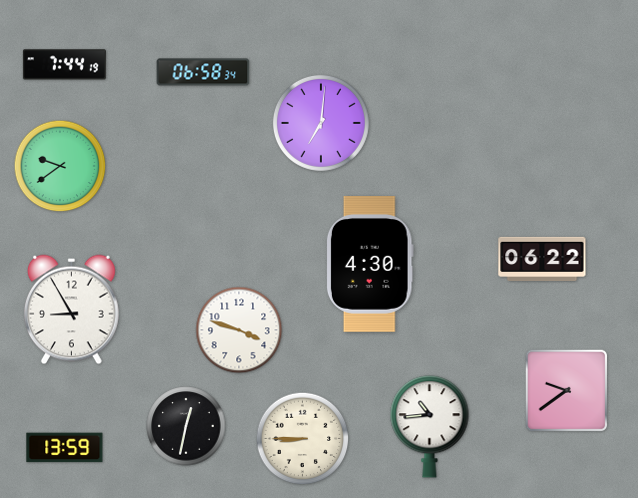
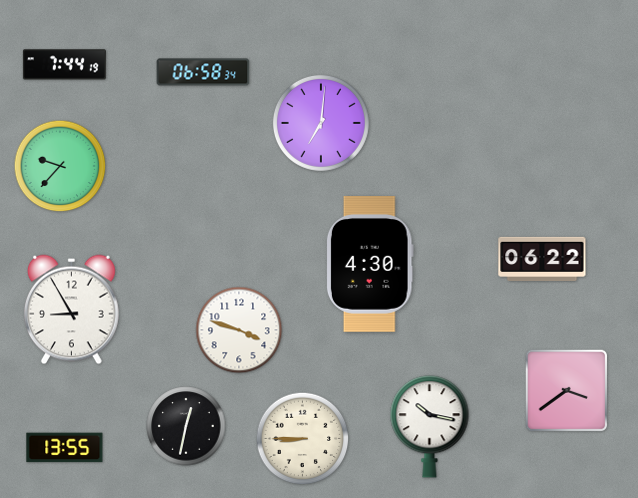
clock at (60, 166): 9:39 -> 9:37
clock at (567, 391): 9:39 -> 3:39
clock at (430, 427): 10:44 -> 10:17
clock at (65, 448): 13:59 -> 13:55
